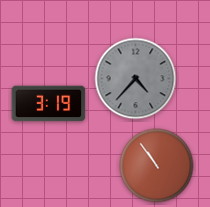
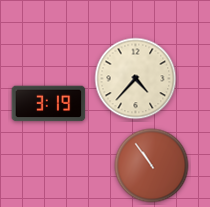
clock at (136, 79) dial: grey -> cream
clock at (157, 166) position: (157, 166) -> (152, 166)
